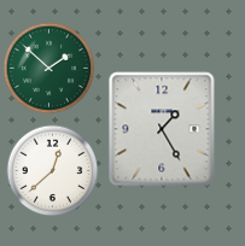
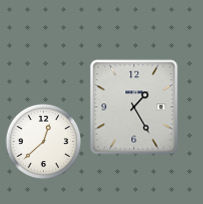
clock at (49, 69): 1:52 -> none
